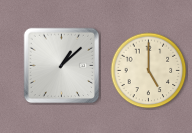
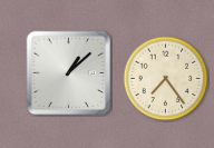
clock at (149, 71): 5:00 -> 7:24
